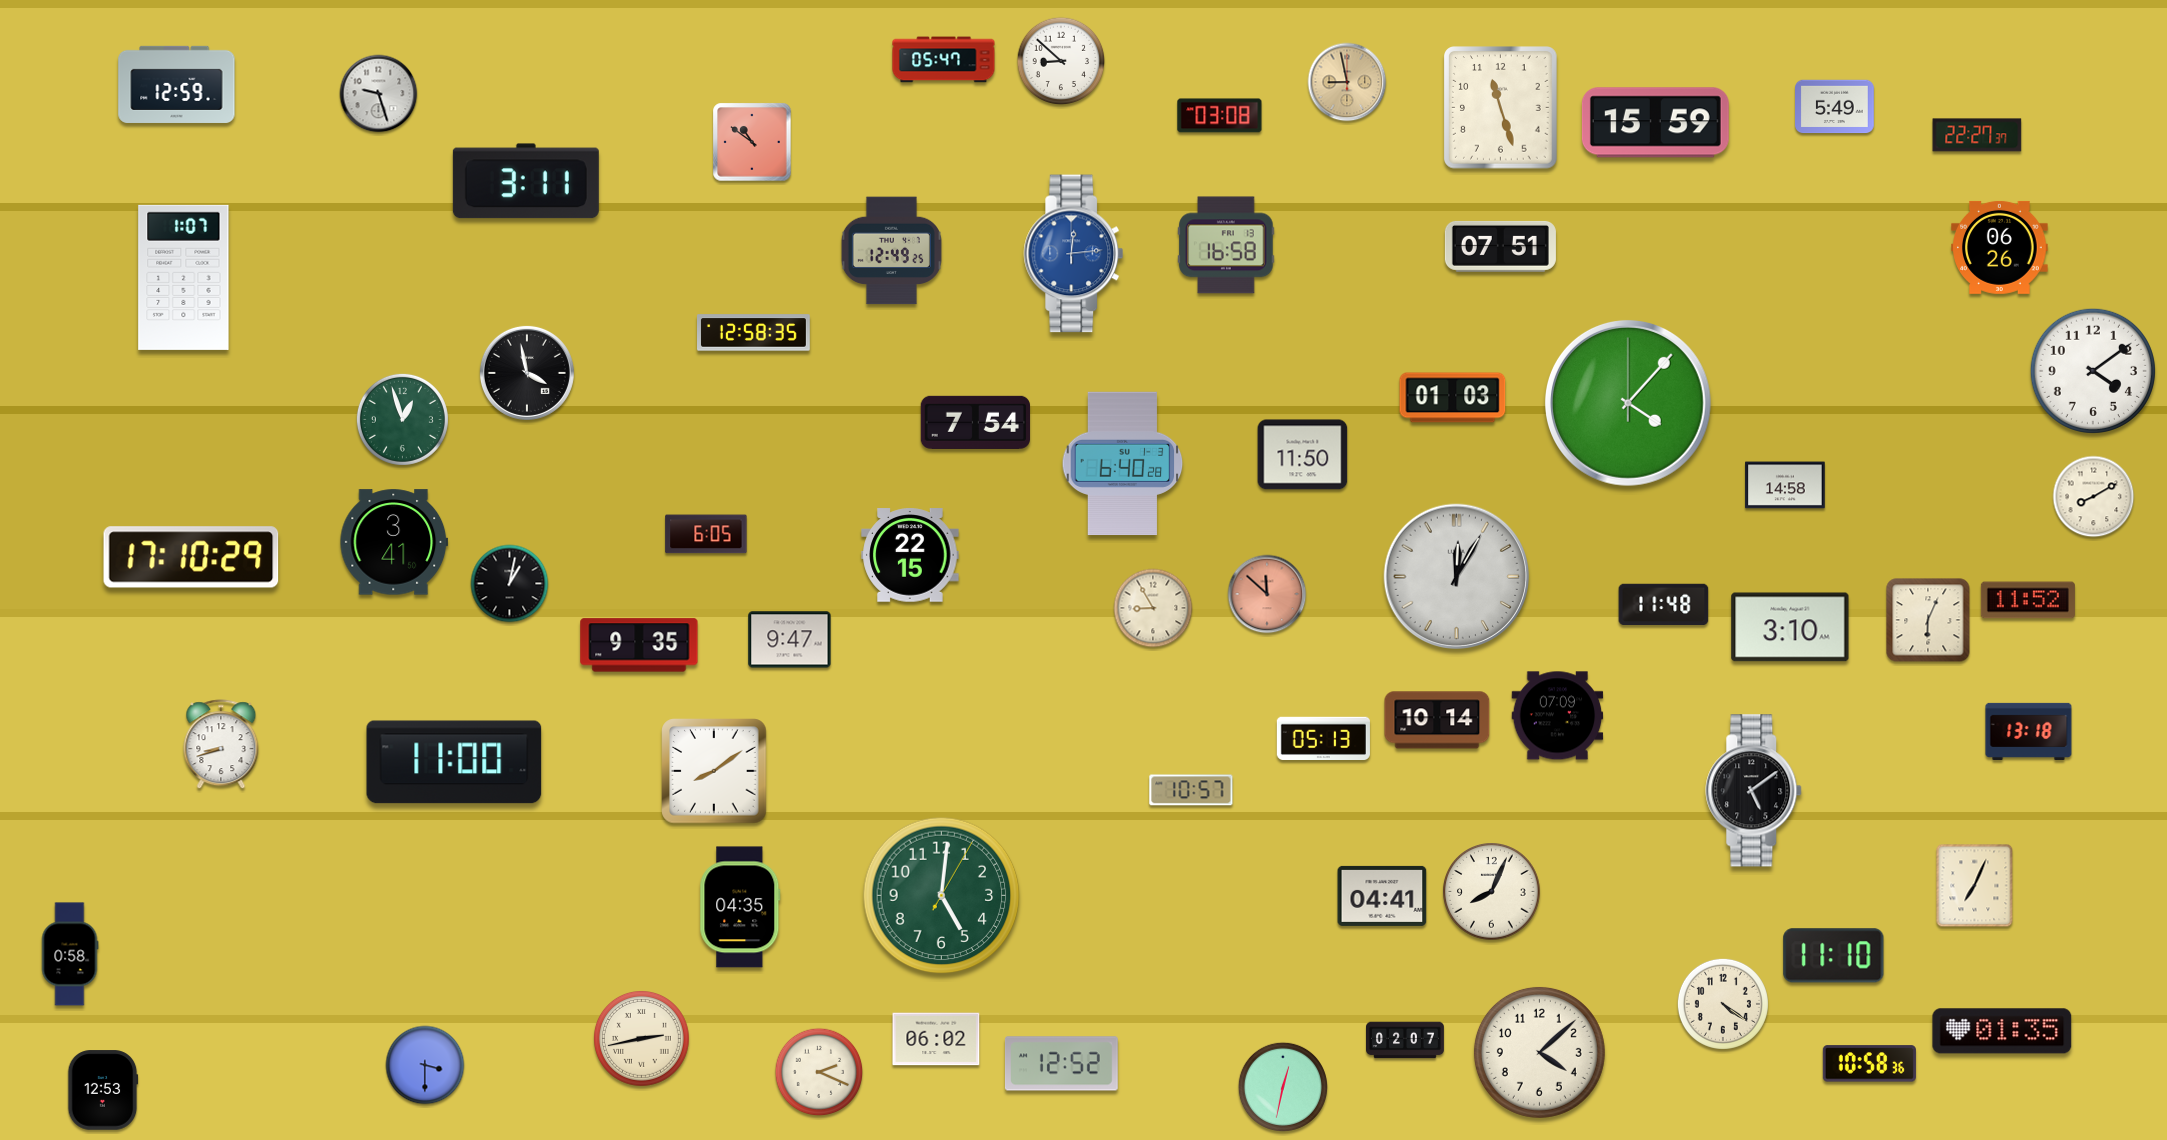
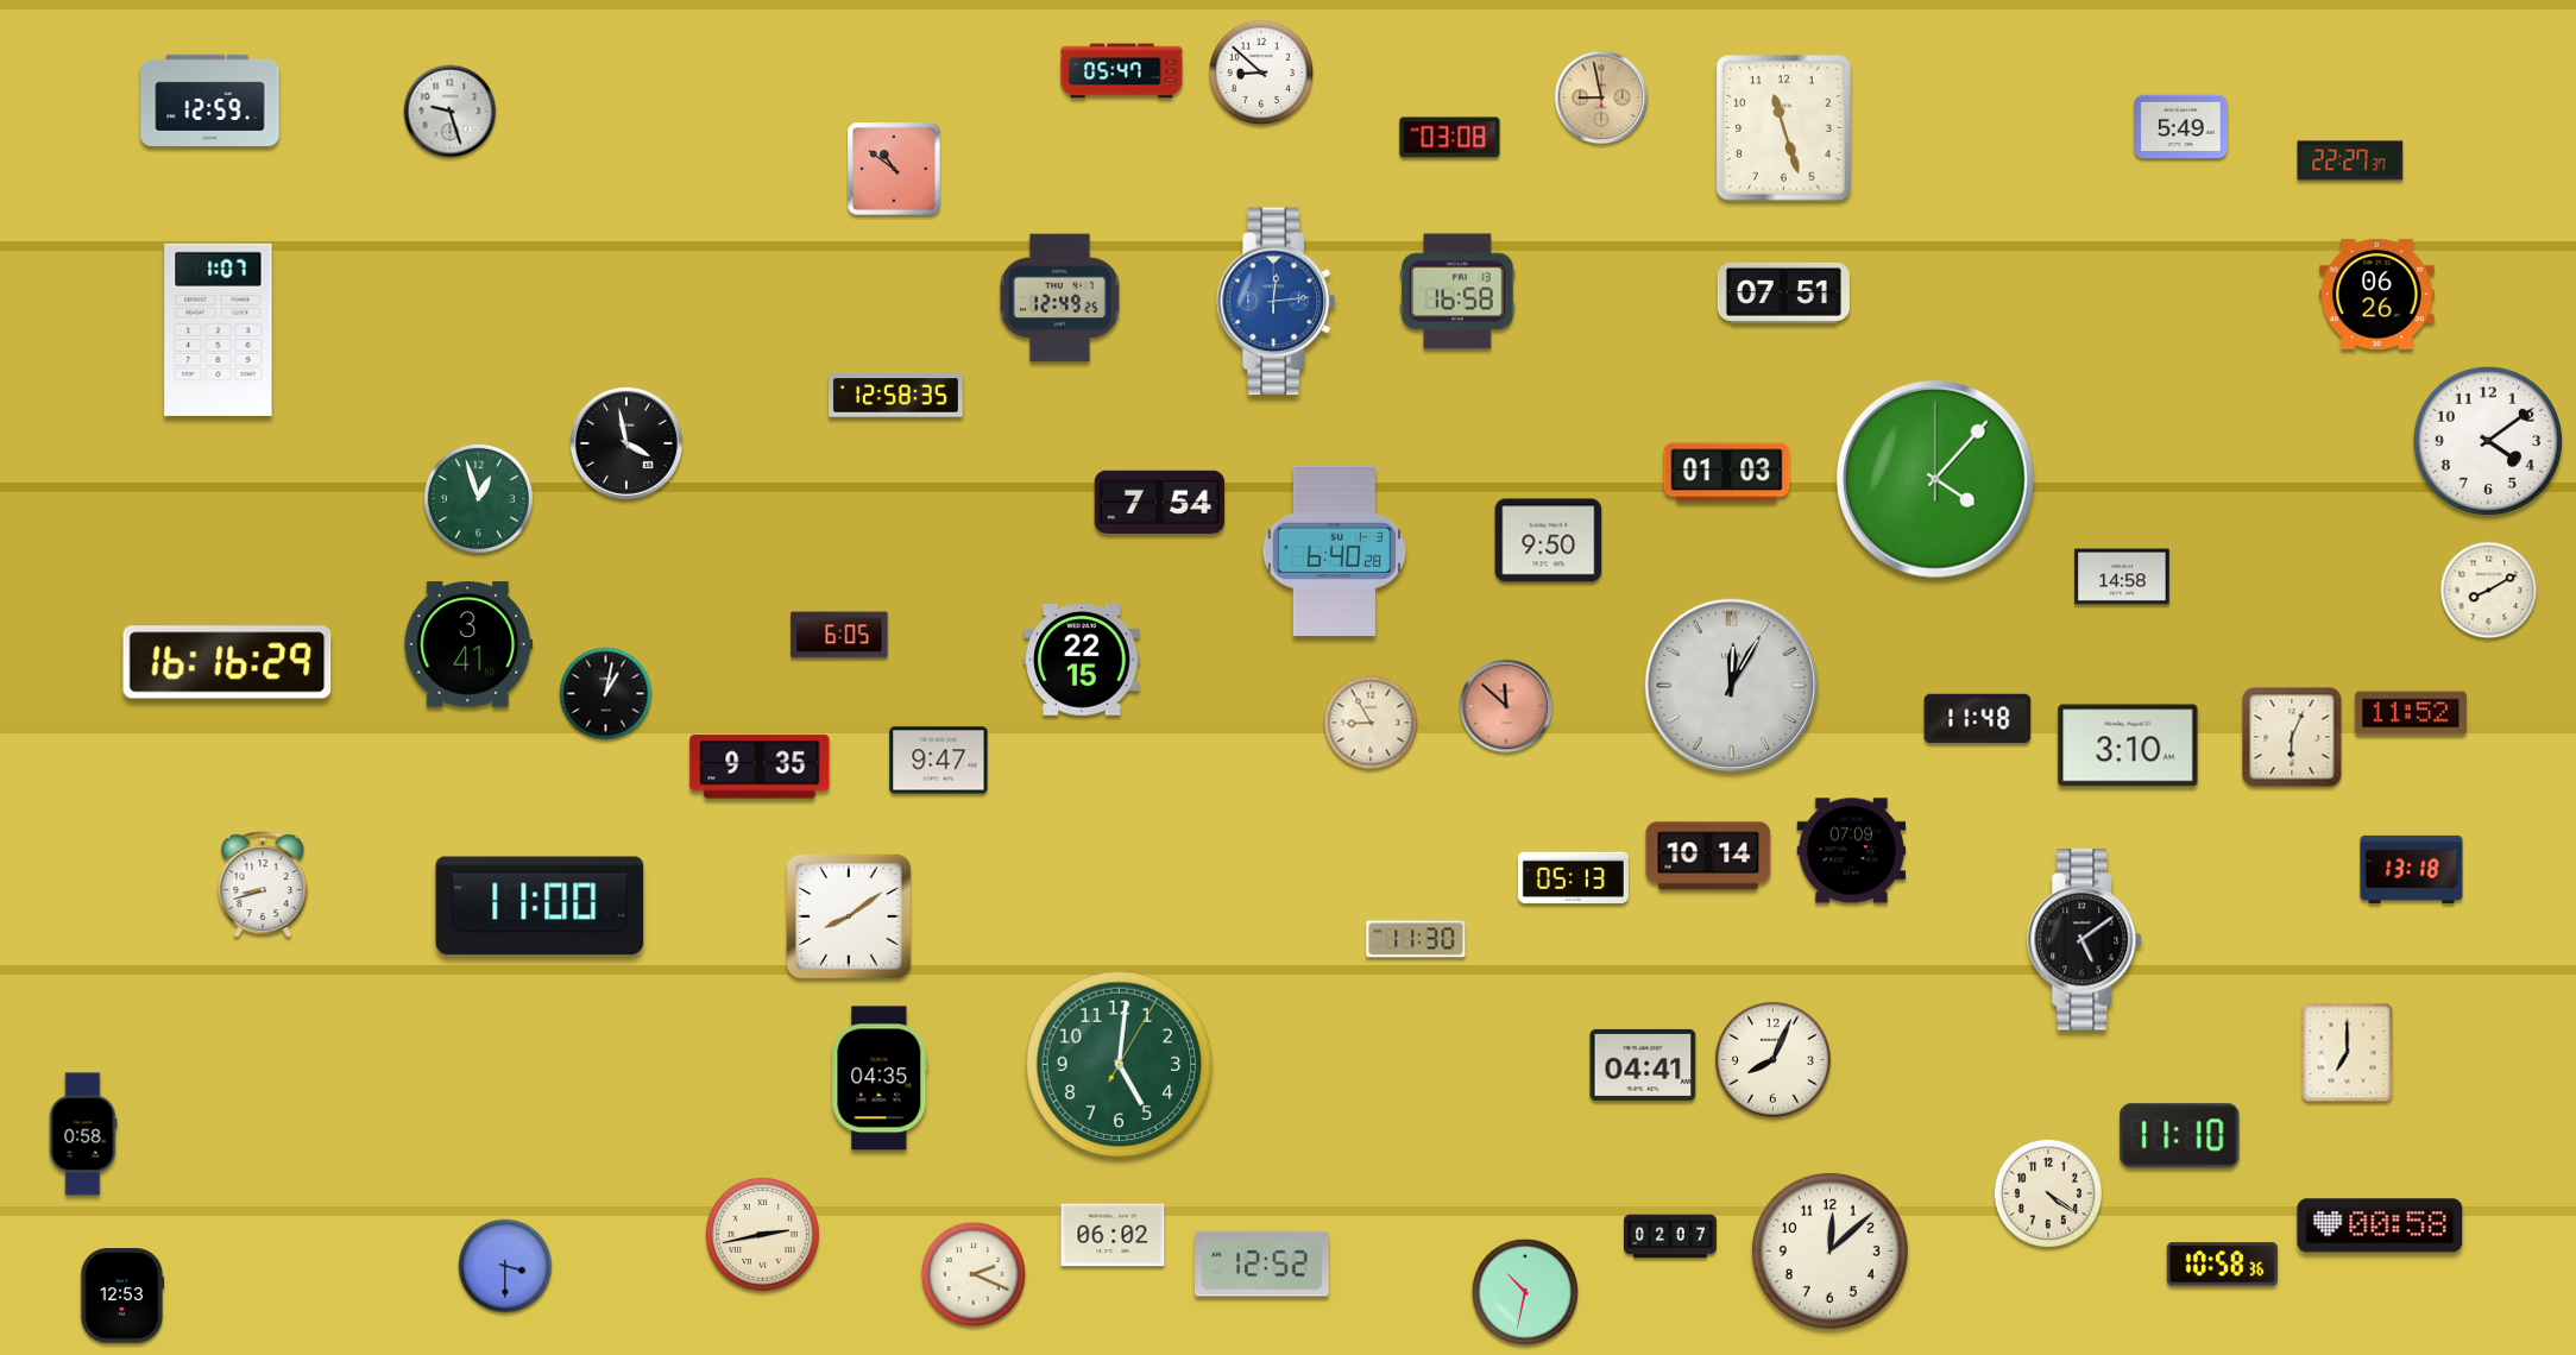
clock at (1655, 123): 15:59 -> none
clock at (526, 181): 3:11 -> none
clock at (1303, 455): 11:50 -> 9:50
clock at (191, 557): 17:10 -> 16:16
clock at (1191, 790): 10:57 -> 11:30
clock at (1975, 886): 7:04 -> 7:00
clock at (2002, 1031): 01:35 -> 00:58
clock at (1539, 1052): 4:08 -> 12:08
clock at (1282, 1086): 12:32 -> 10:32
